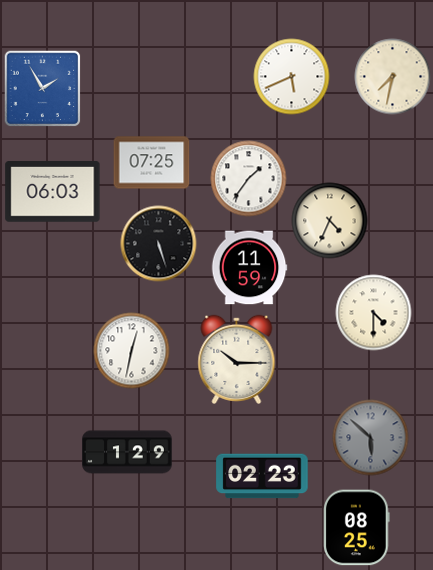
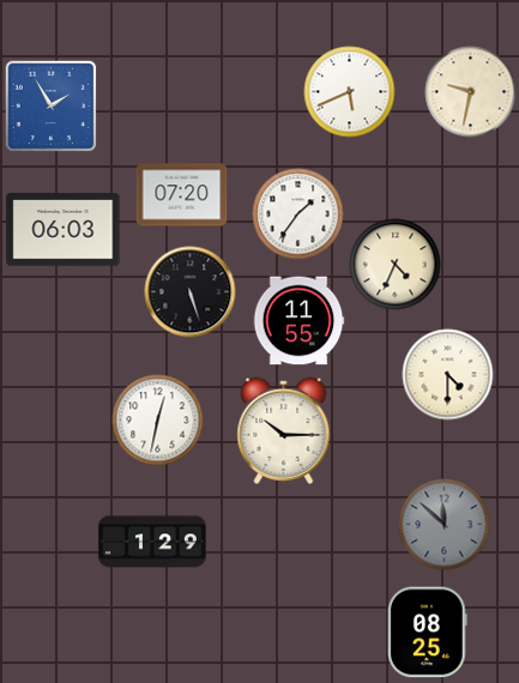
clock at (393, 77): 7:32 -> 9:32
clock at (152, 163): 07:25 -> 07:20
clock at (249, 268): 11:59 -> 11:55
clock at (371, 438): 5:52 -> 11:52
clock at (262, 476): 02:23 -> none
